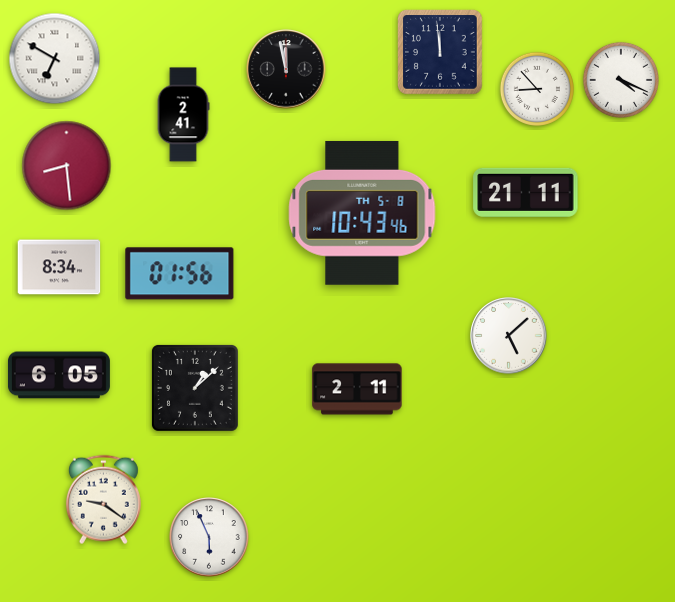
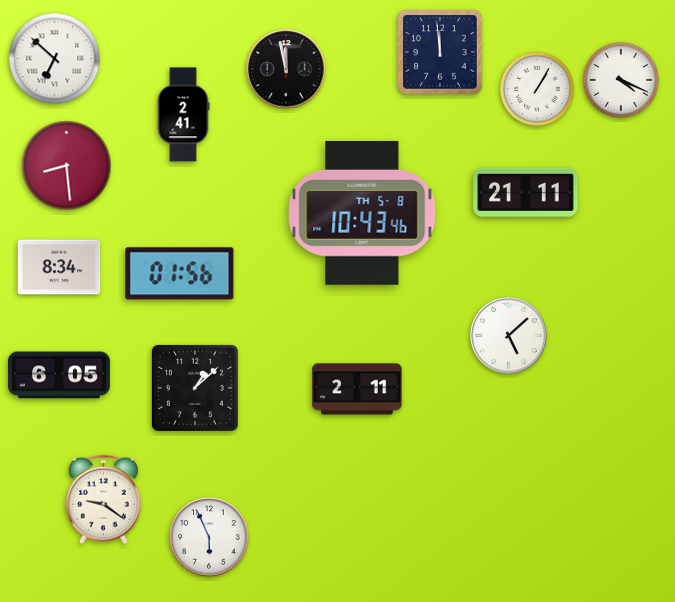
clock at (55, 59): 6:50 -> 6:52
clock at (536, 88): 8:53 -> 1:05
